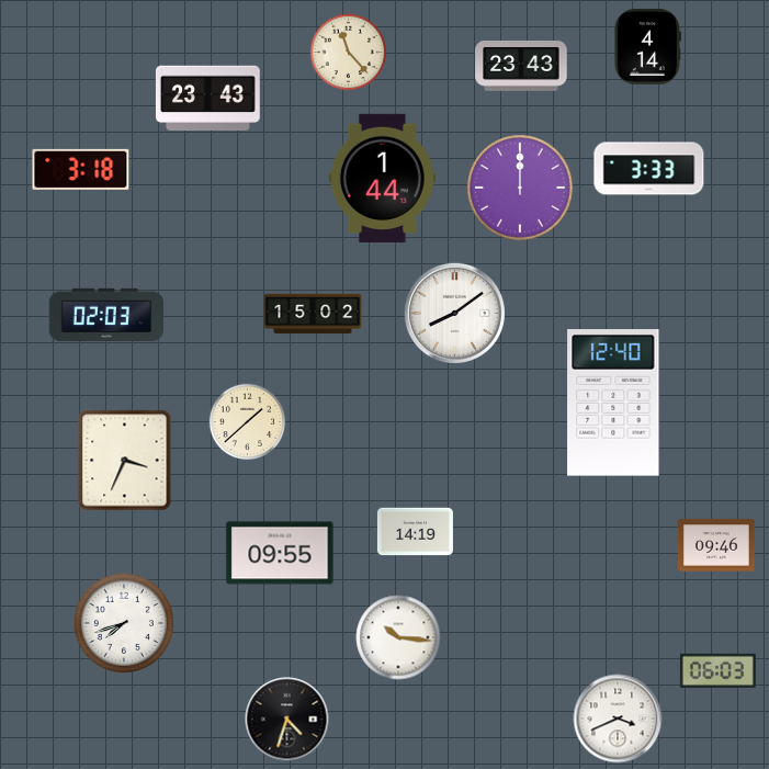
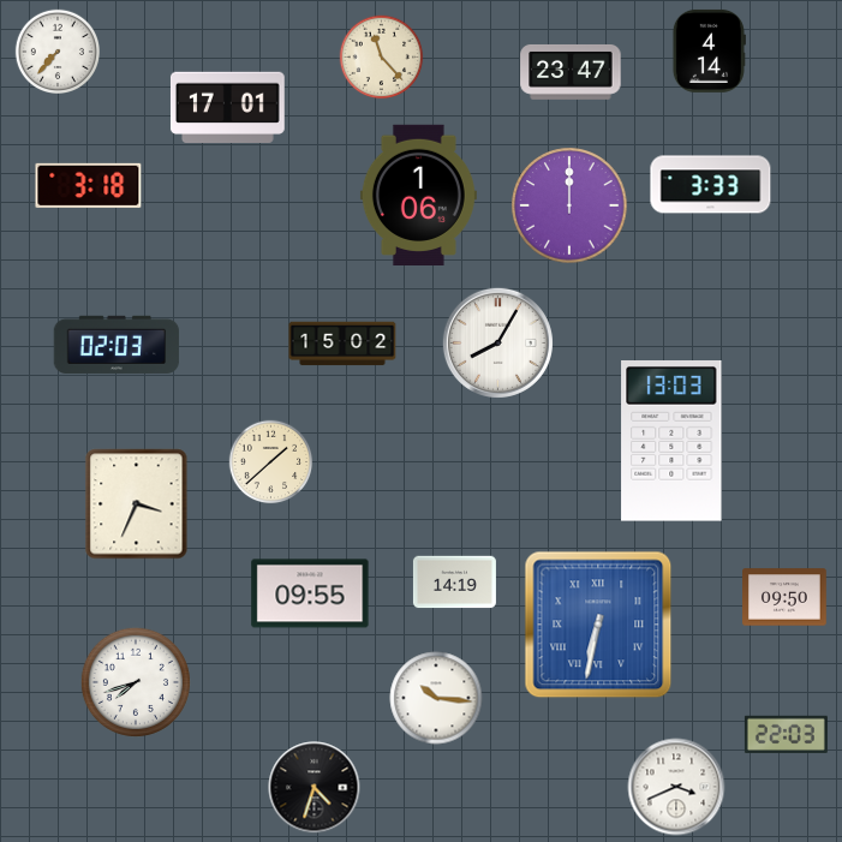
clock at (56, 50): none -> 7:37
clock at (521, 66): 23:43 -> 23:47
clock at (207, 99): 23:43 -> 17:01
clock at (382, 178): 1:44 -> 1:06
clock at (454, 313): 8:09 -> 8:05
clock at (613, 404): 12:40 -> 13:03
clock at (717, 545): 09:46 -> 09:50
clock at (280, 553) position: (280, 553) -> (310, 593)
clock at (598, 625): none -> 6:32
clock at (717, 670): 06:03 -> 22:03
